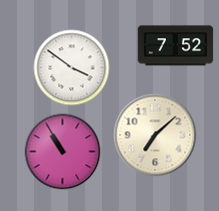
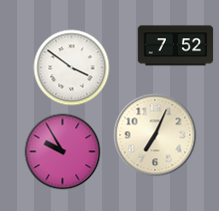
clock at (155, 135): 7:08 -> 7:04
clock at (63, 152): 10:55 -> 9:55
